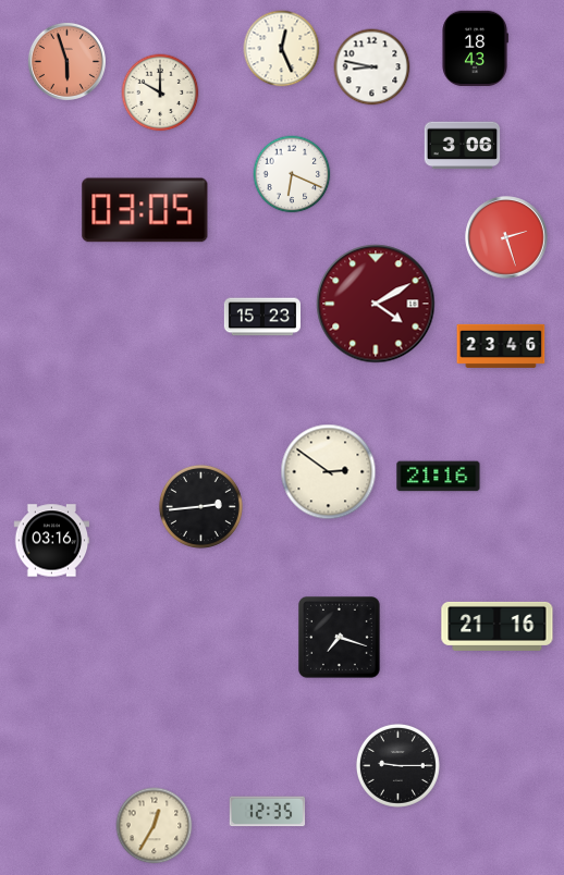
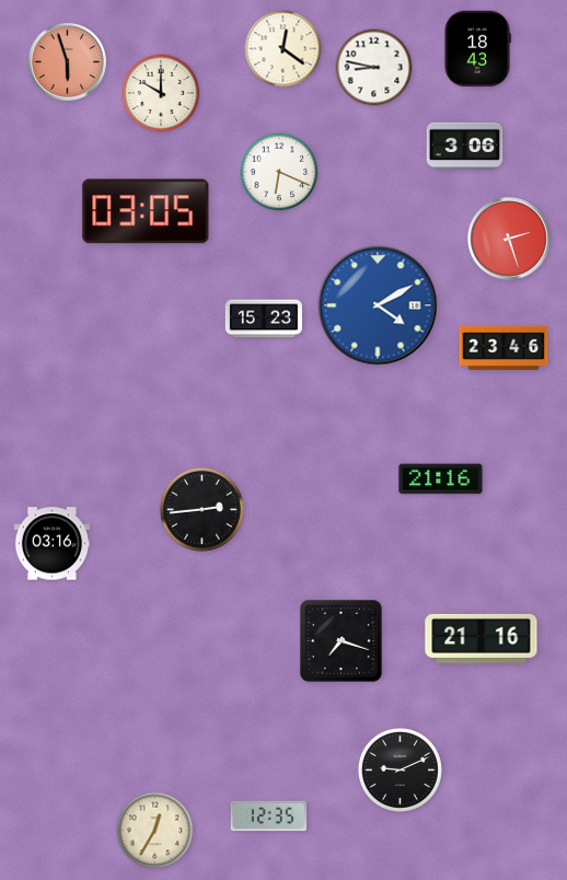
clock at (282, 49): 12:26 -> 12:21
clock at (292, 174) position: (292, 174) -> (279, 172)
clock at (376, 304) dial: burgundy -> blue
clock at (329, 472): 2:51 -> none
clock at (498, 626) position: (498, 626) -> (482, 638)
clock at (397, 765): 9:15 -> 9:11
